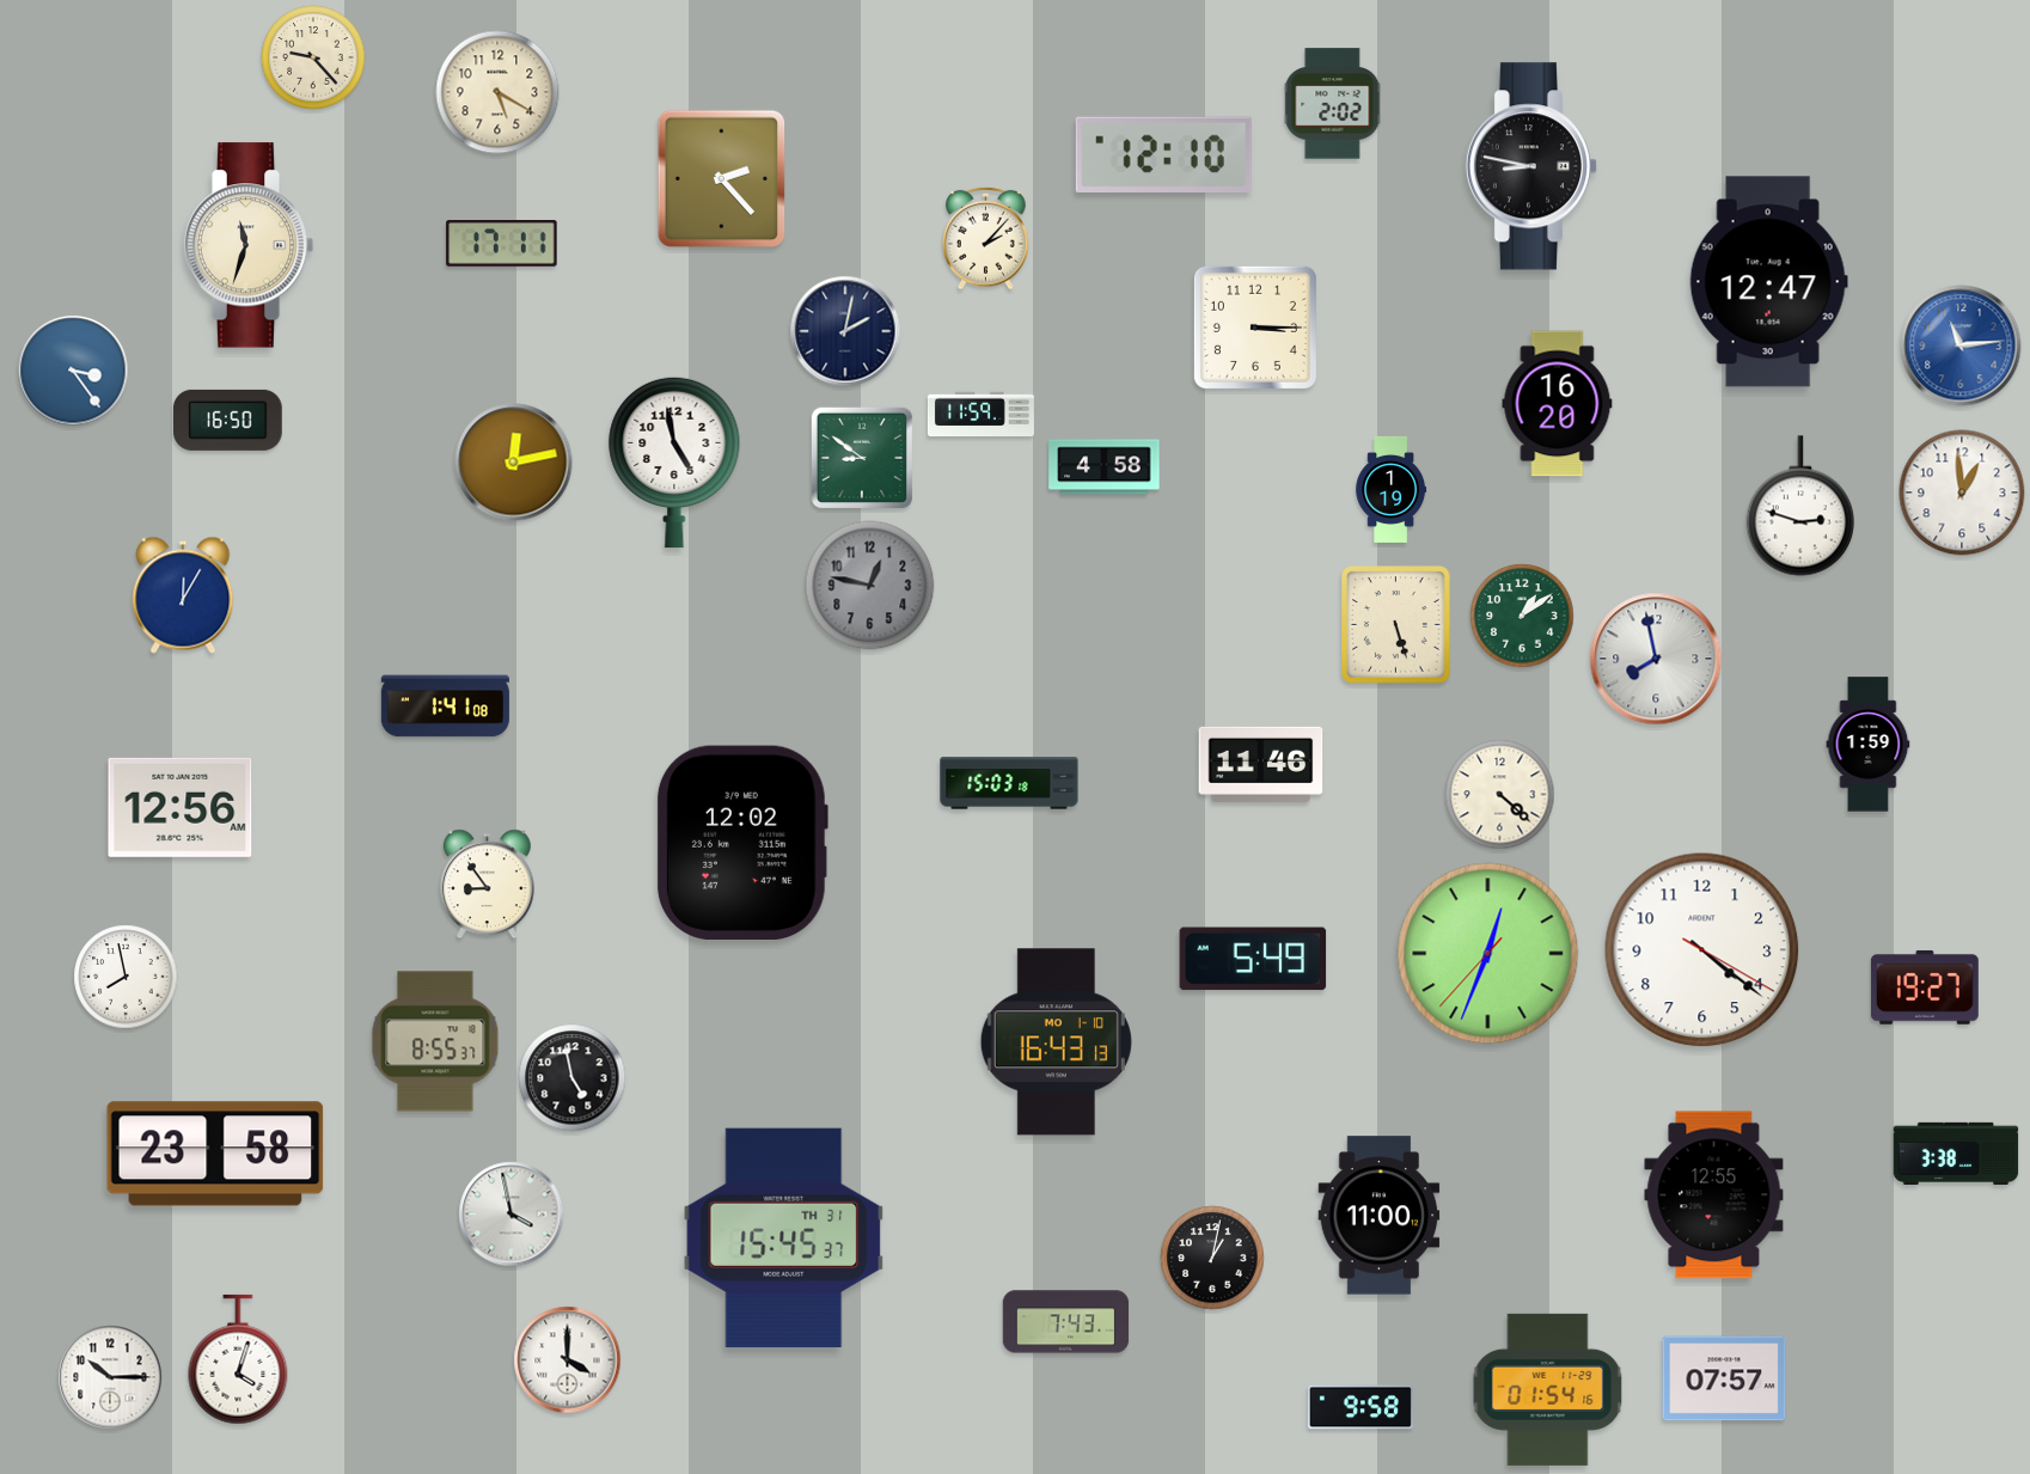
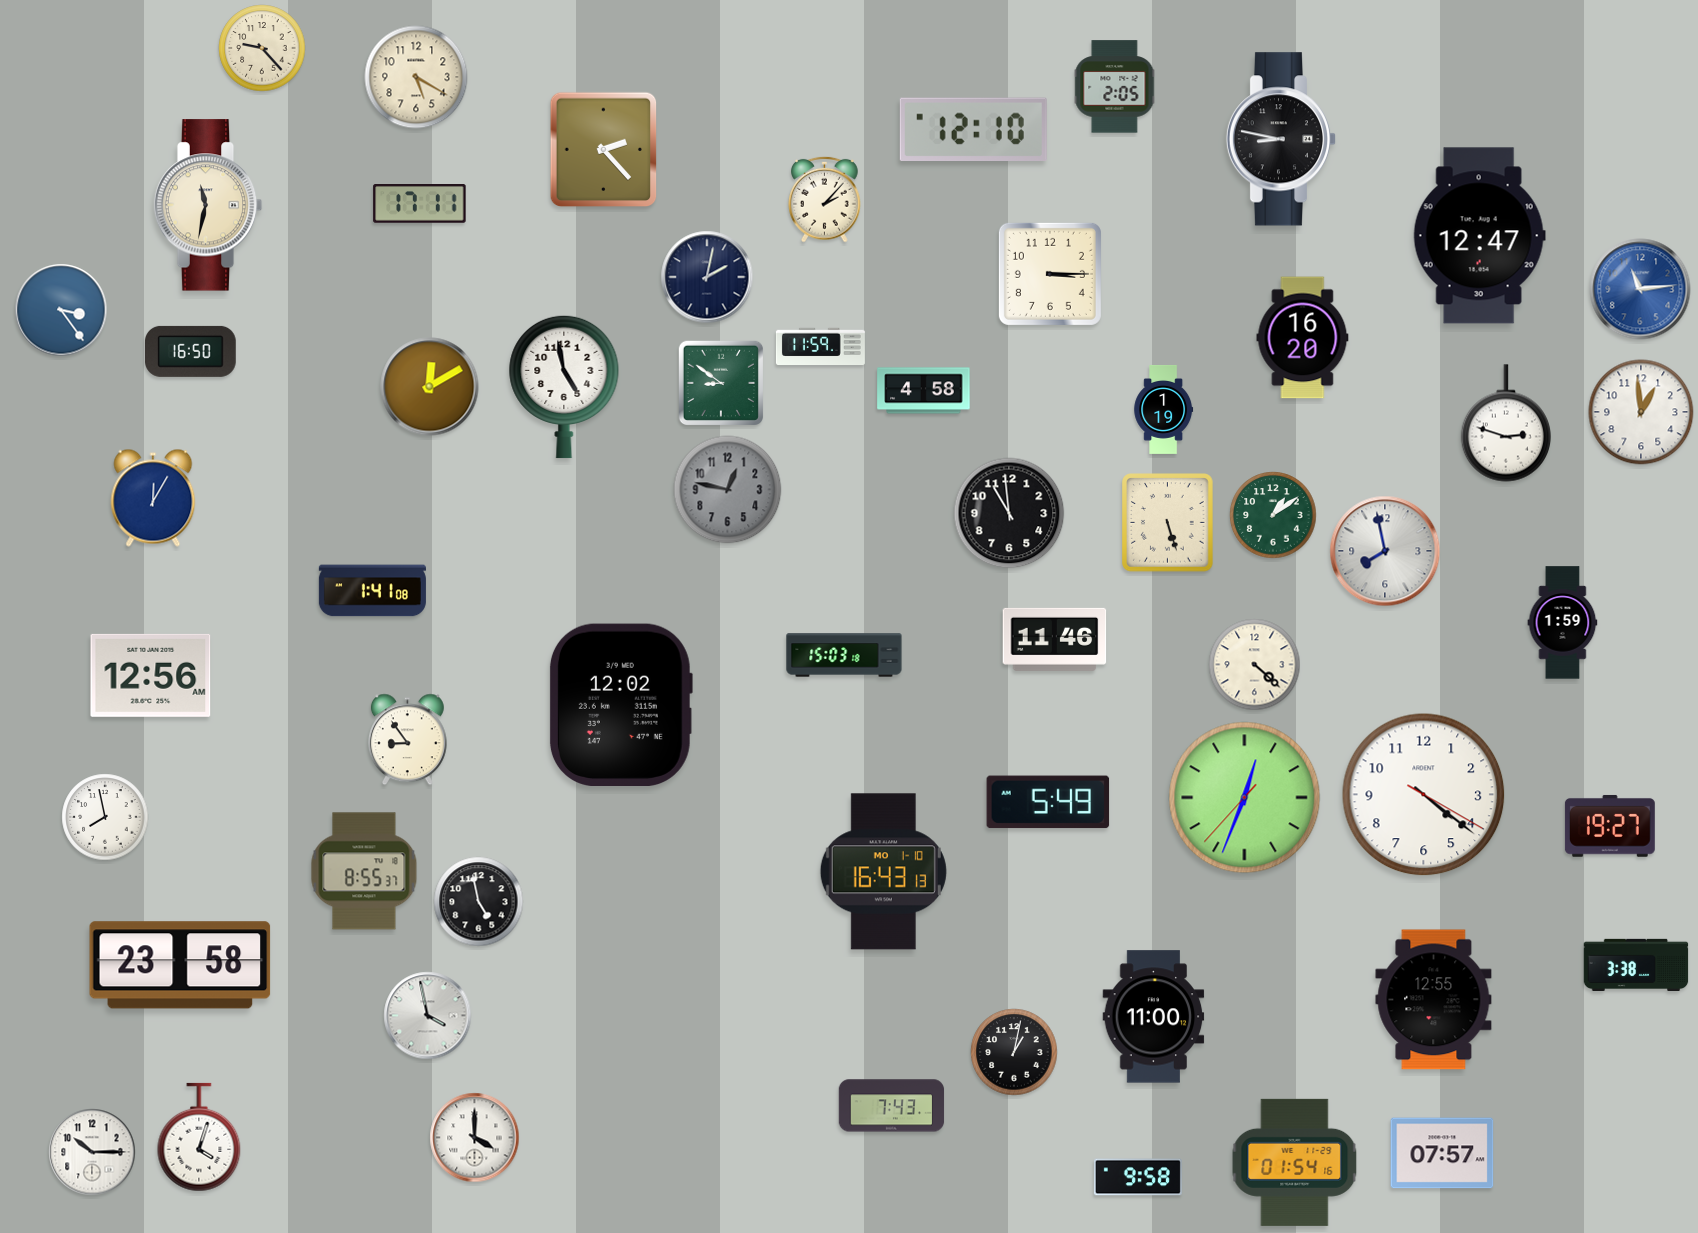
clock at (1333, 104): 2:02 -> 2:05
clock at (249, 245): 11:33 -> 11:32
clock at (514, 463): 12:13 -> 12:10
clock at (1009, 513): none -> 10:59
clock at (784, 1237): 15:45 -> none
